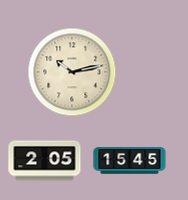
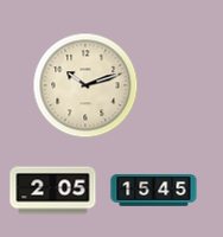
clock at (72, 72): 10:13 -> 10:12
